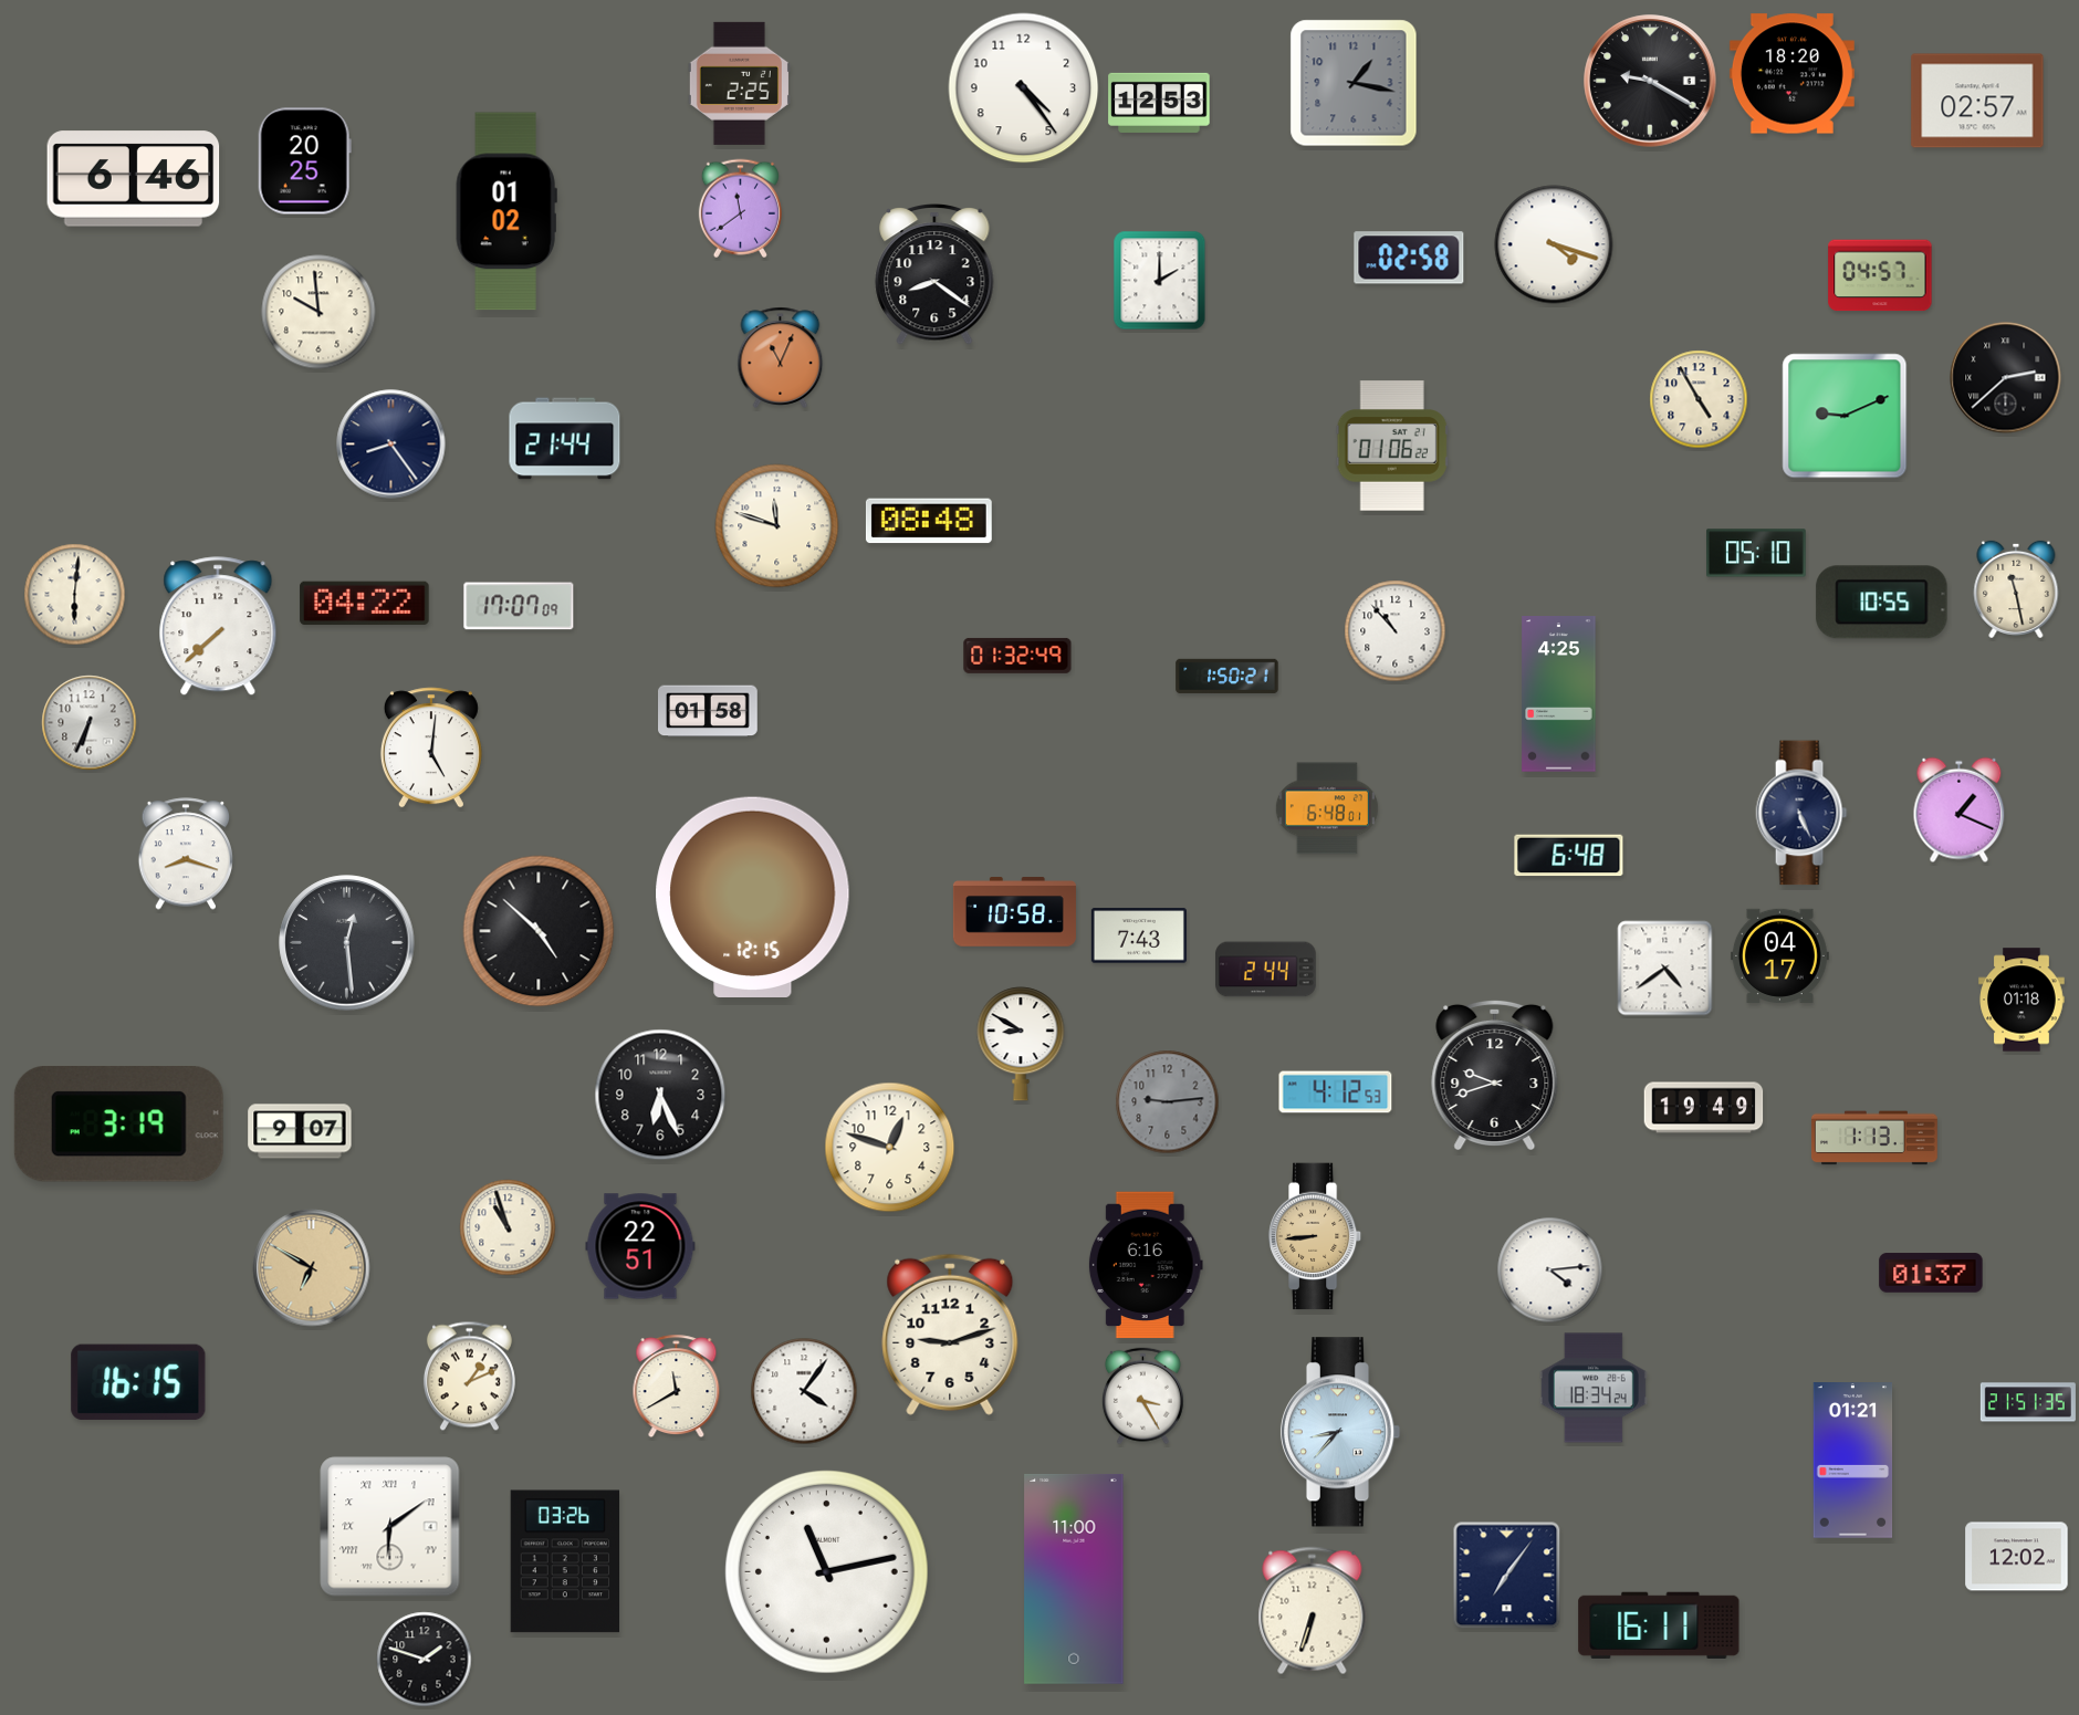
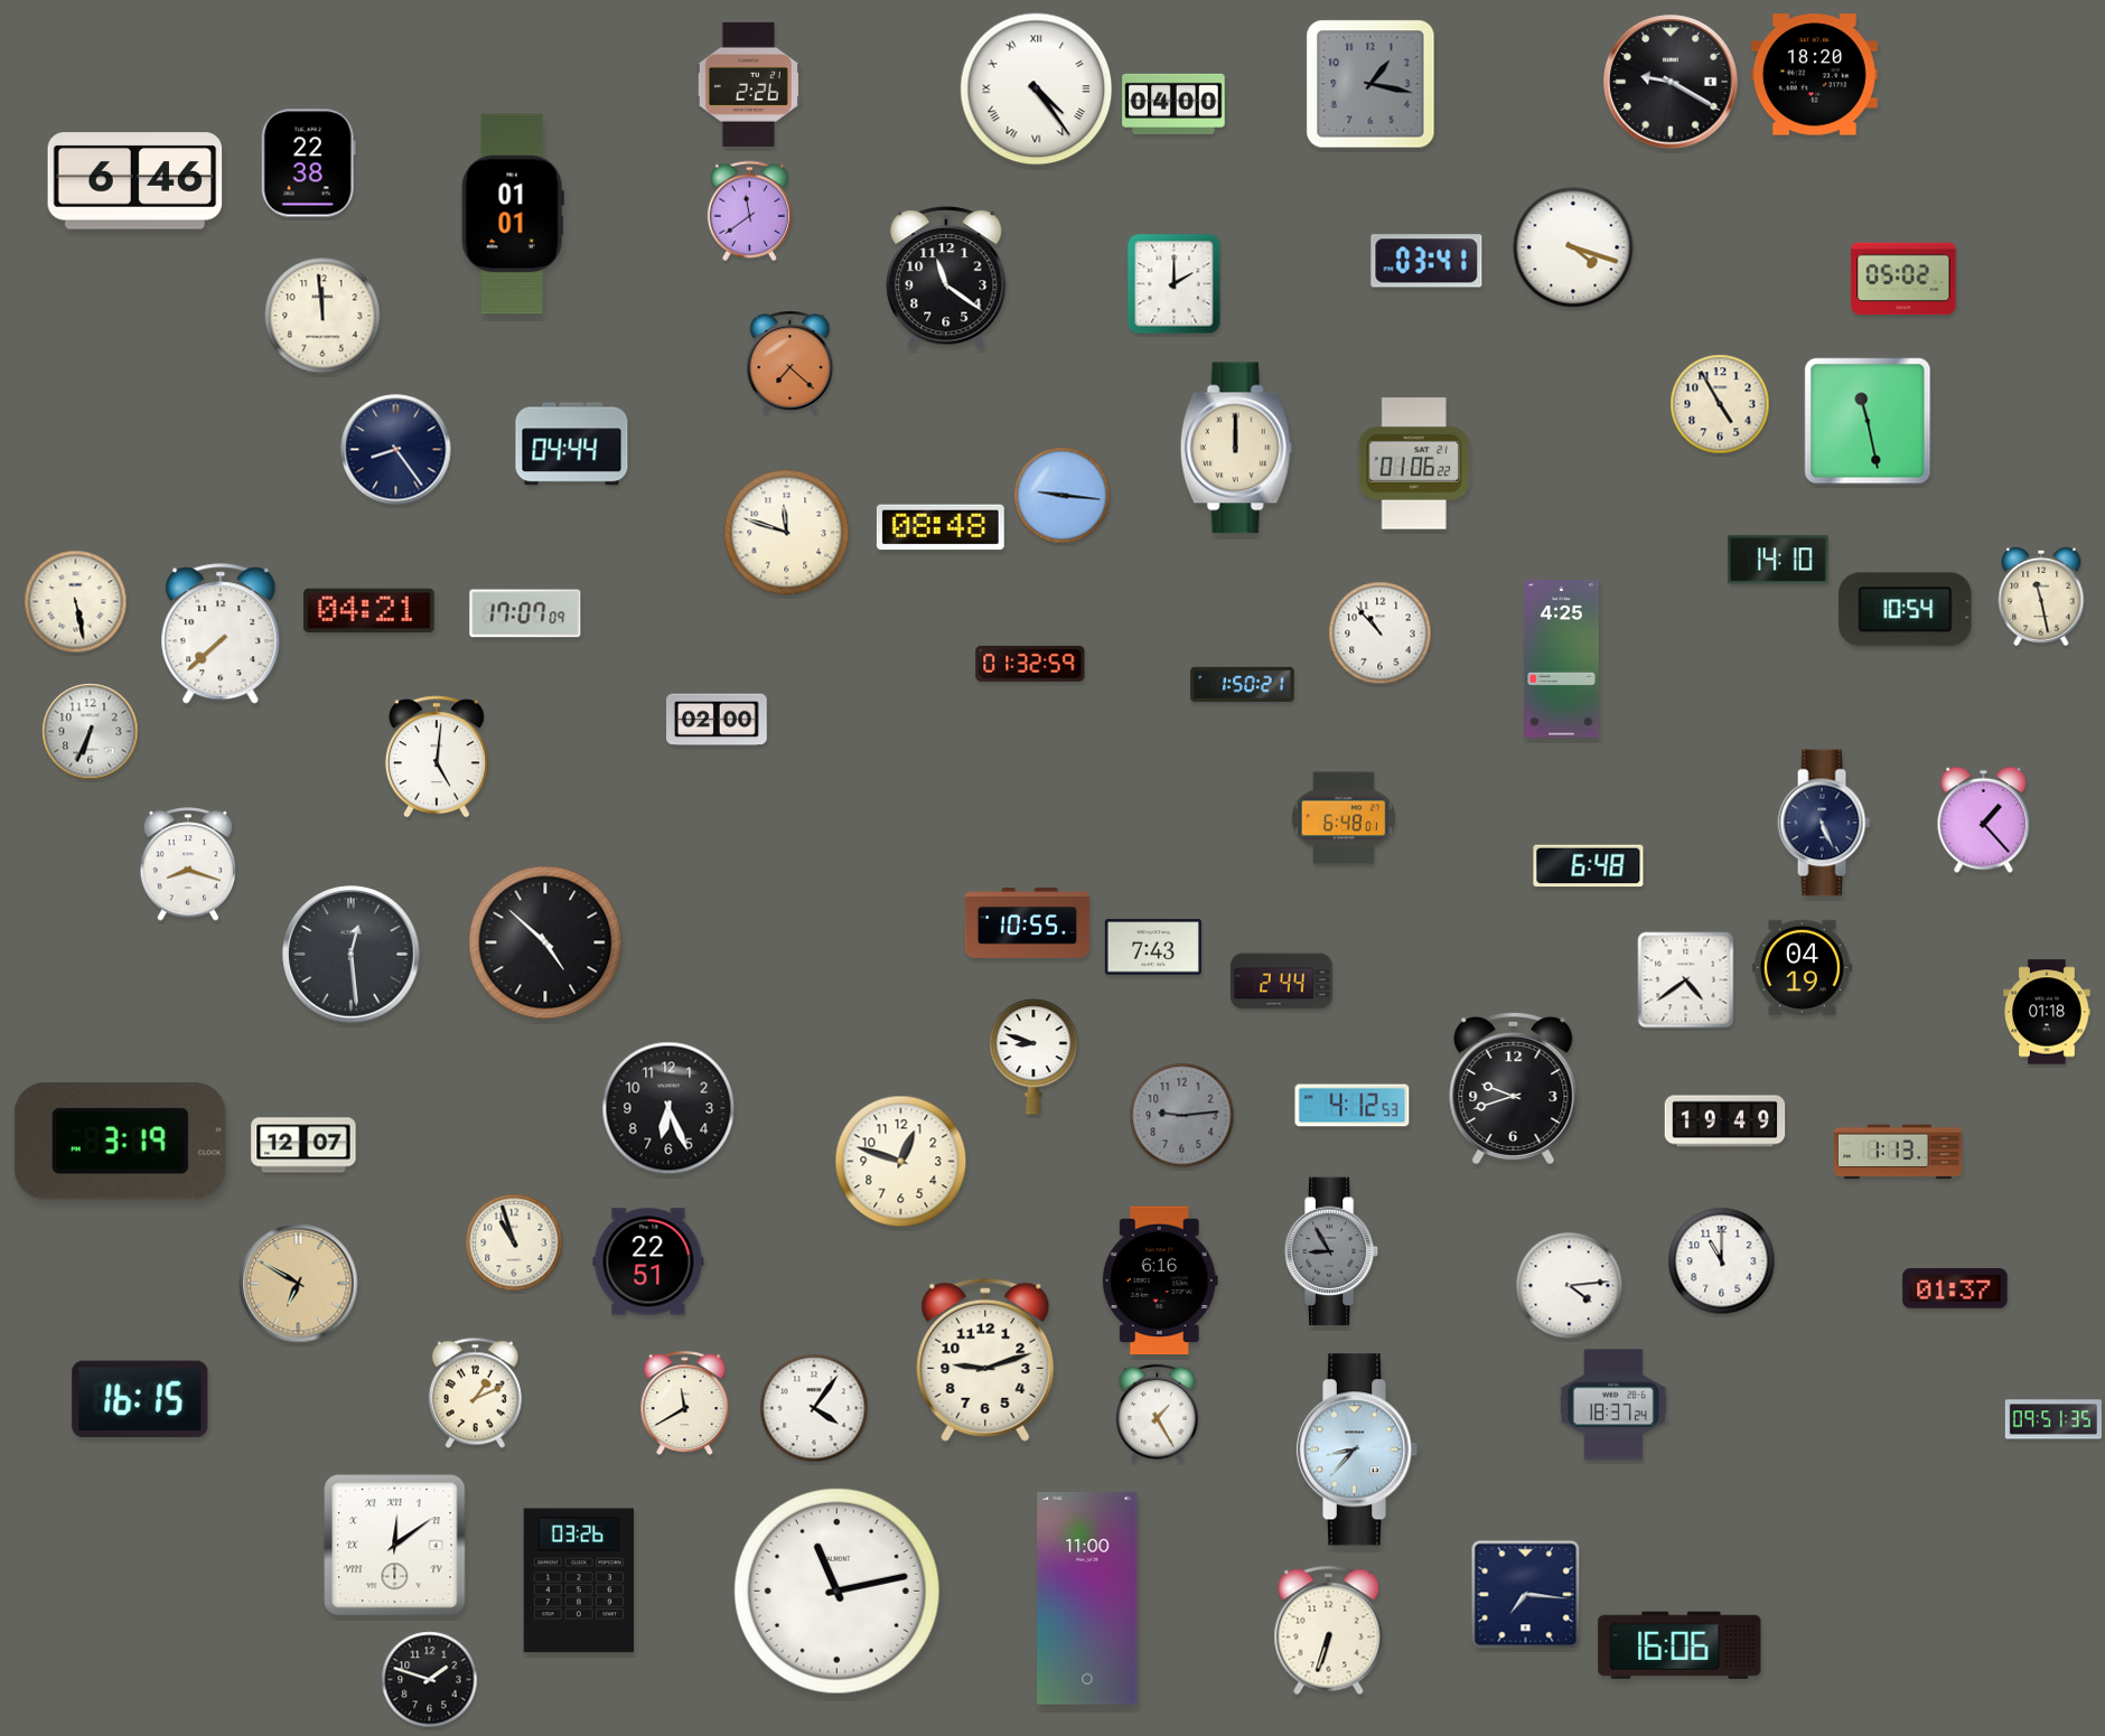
clock at (739, 83): 2:25 -> 2:26
clock at (1024, 88) numerals: Arabic -> Roman
clock at (1977, 101): 02:57 -> none
clock at (1159, 103): 12:53 -> 04:00
clock at (304, 161): 20:25 -> 22:38
clock at (506, 211): 01:02 -> 01:01
clock at (1409, 258): 02:58 -> 03:41
clock at (934, 275): 8:21 -> 11:21
clock at (1880, 275): 04:57 -> 05:02
clock at (318, 312): 9:59 -> 11:59
clock at (781, 357): 11:04 -> 7:22
clock at (2006, 378): 2:38 -> none
clock at (1845, 416): 9:11 -> 11:28
clock at (565, 439): 21:44 -> 04:44
clock at (1236, 448): none -> 12:00
clock at (1392, 446) position: (1392, 446) -> (1414, 463)
clock at (1063, 496): none -> 9:16
clock at (1757, 553): 05:10 -> 14:10
clock at (75, 595): 6:01 -> 5:28
clock at (1882, 603): 10:55 -> 10:54
clock at (365, 604): 04:22 -> 04:21
clock at (1396, 631) position: (1396, 631) -> (1381, 634)
clock at (1017, 656): 01:32:49 -> 01:32:59
clock at (1559, 694) position: (1559, 694) -> (1562, 659)
clock at (709, 711): 01:58 -> 02:00
clock at (1960, 811): 1:19 -> 1:23
clock at (753, 897): 12:15 -> none
clock at (1014, 912): 10:58 -> 10:55
clock at (1779, 955): 04:17 -> 04:19
clock at (1021, 1044): 8:50 -> 8:48
clock at (118, 1123) position: (118, 1123) -> (120, 1141)
clock at (300, 1131): 9:07 -> 12:07
clock at (1315, 1236): 8:44 -> 8:55
clock at (1315, 1236) dial: champagne -> grey
clock at (1722, 1261): none -> 11:00
clock at (312, 1268) position: (312, 1268) -> (299, 1284)
clock at (950, 1335) position: (950, 1335) -> (985, 1360)
clock at (1594, 1388): 18:34 -> 18:37
clock at (1142, 1397): 3:25 -> 1:25
clock at (2028, 1402): 21:51 -> 09:51
clock at (1853, 1461): 01:21 -> none
clock at (390, 1527): 6:09 -> 12:09
clock at (2017, 1557): 12:02 -> none
clock at (565, 1561) position: (565, 1561) -> (579, 1580)
clock at (1507, 1576): 7:06 -> 7:16
clock at (1659, 1625): 16:11 -> 16:06
